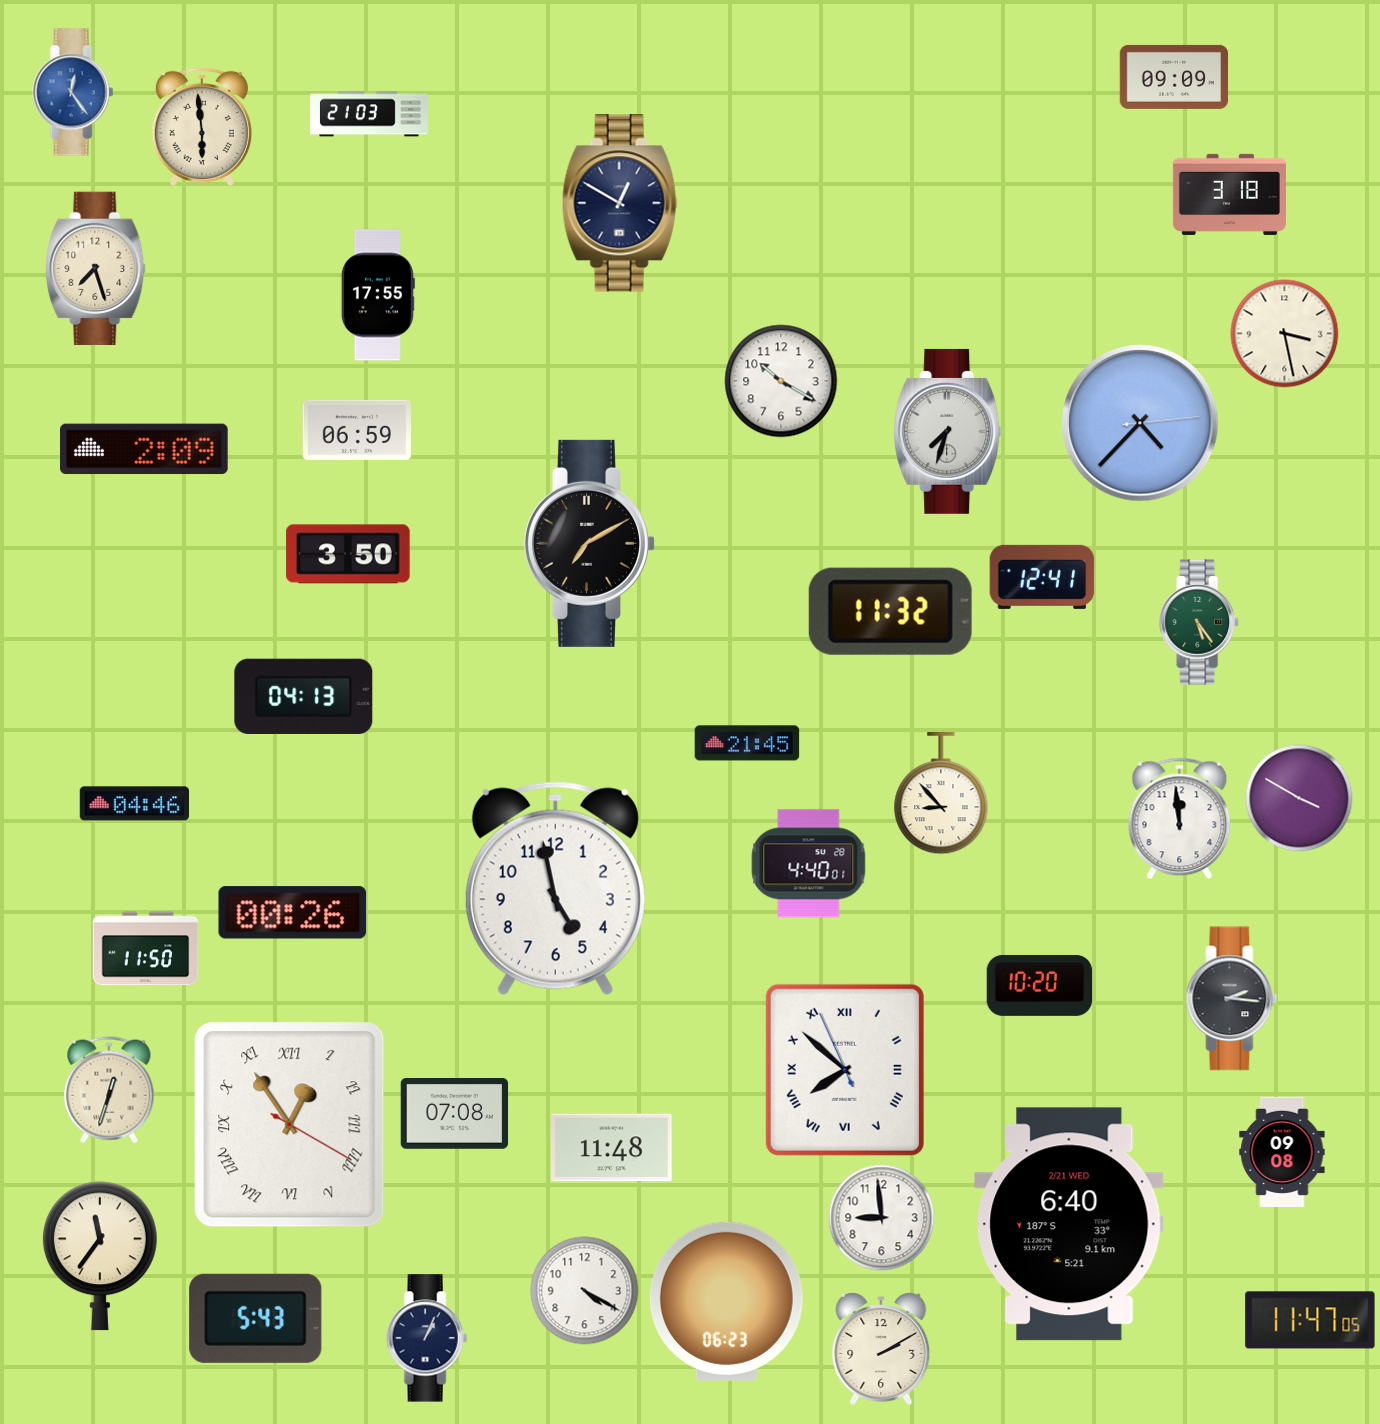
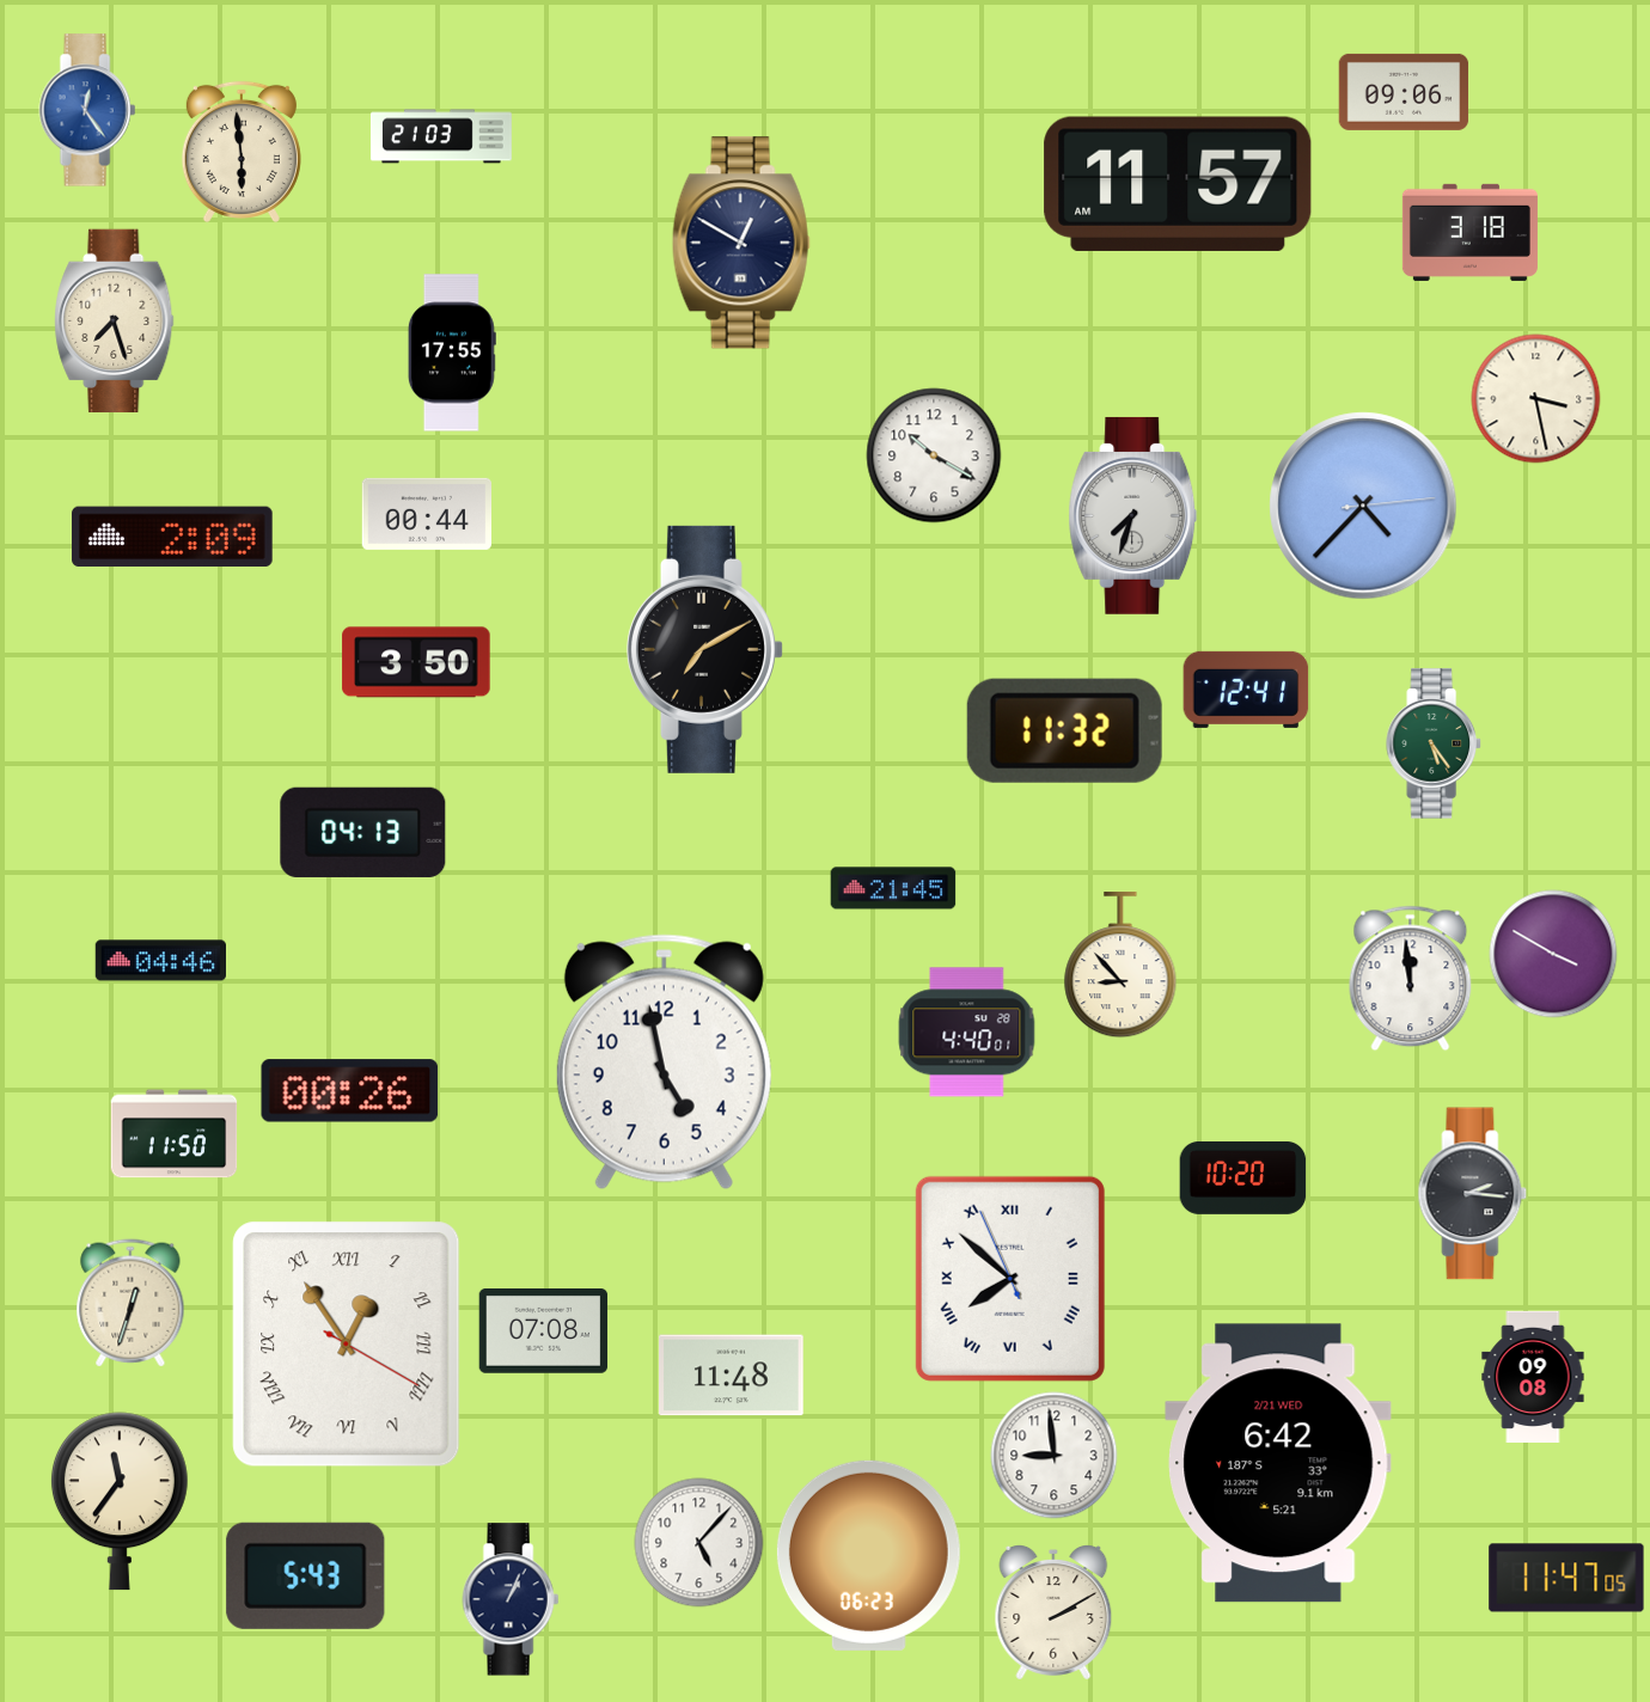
clock at (1174, 77): 09:09 -> 09:06
clock at (1178, 184): none -> 11:57
clock at (356, 430): 06:59 -> 00:44
clock at (941, 794) position: (941, 794) -> (1120, 966)
clock at (612, 1148) position: (612, 1148) -> (732, 1376)
clock at (1069, 1224): 6:40 -> 6:42
clock at (585, 1291): 4:20 -> 5:07
